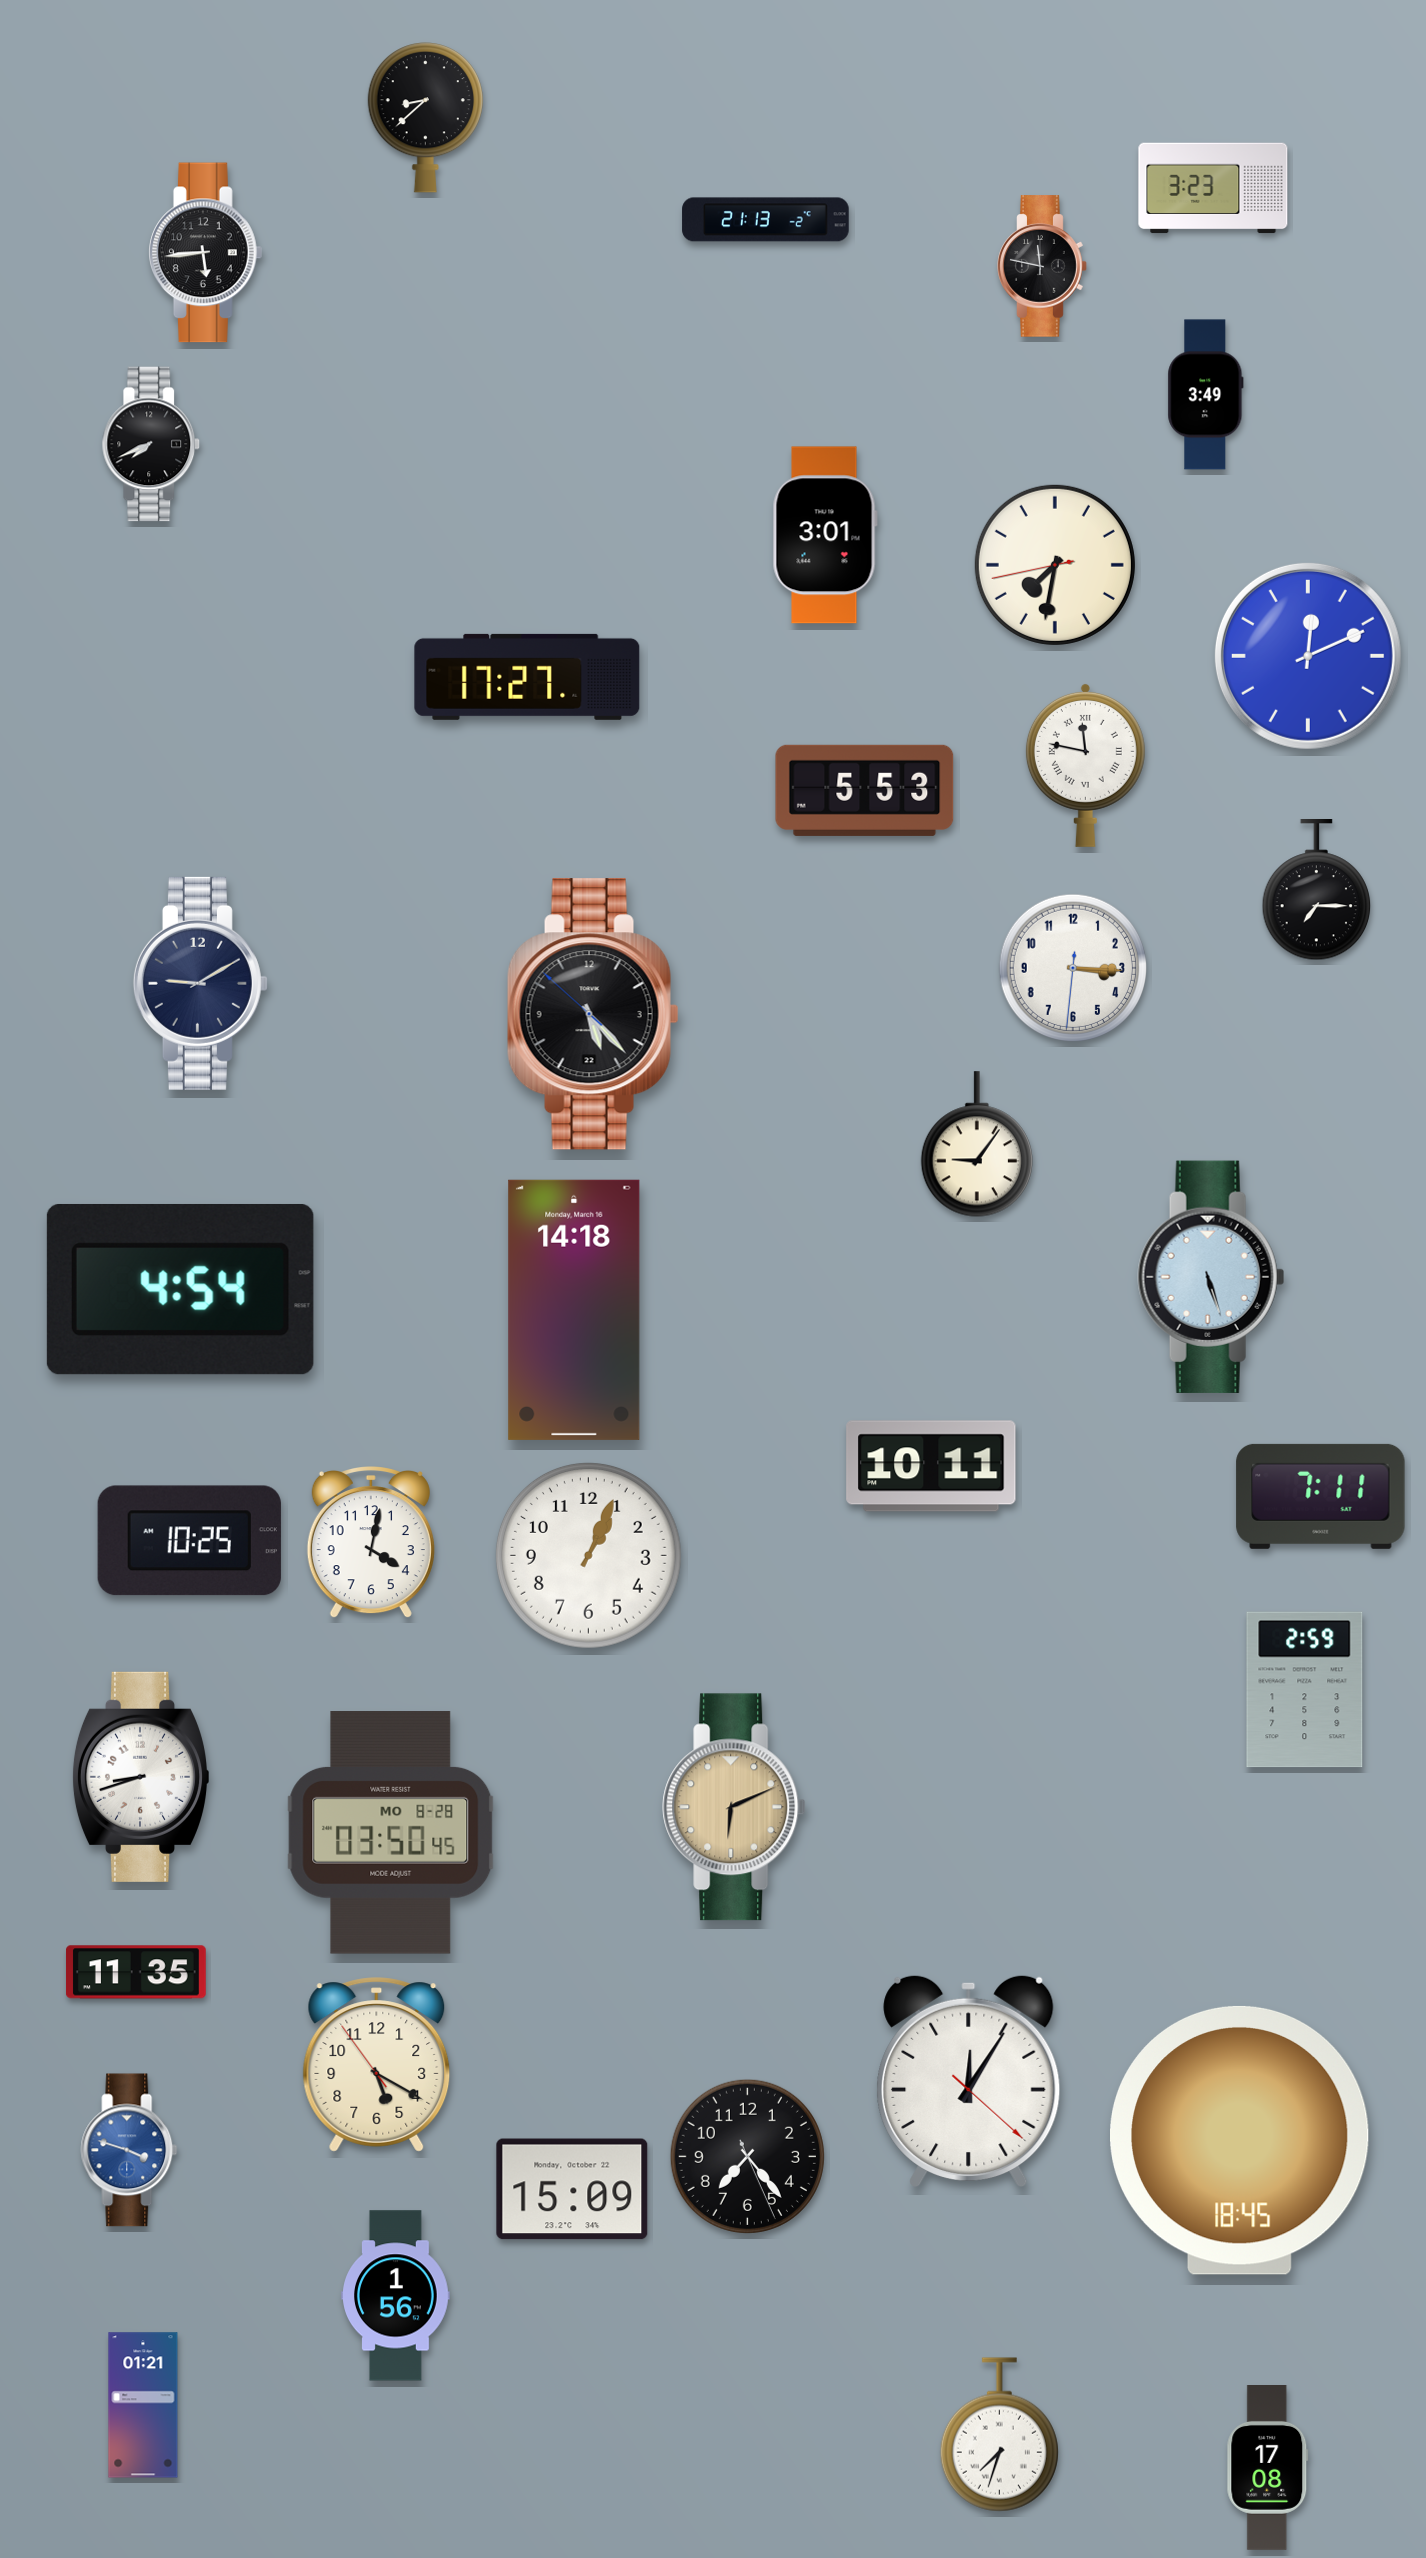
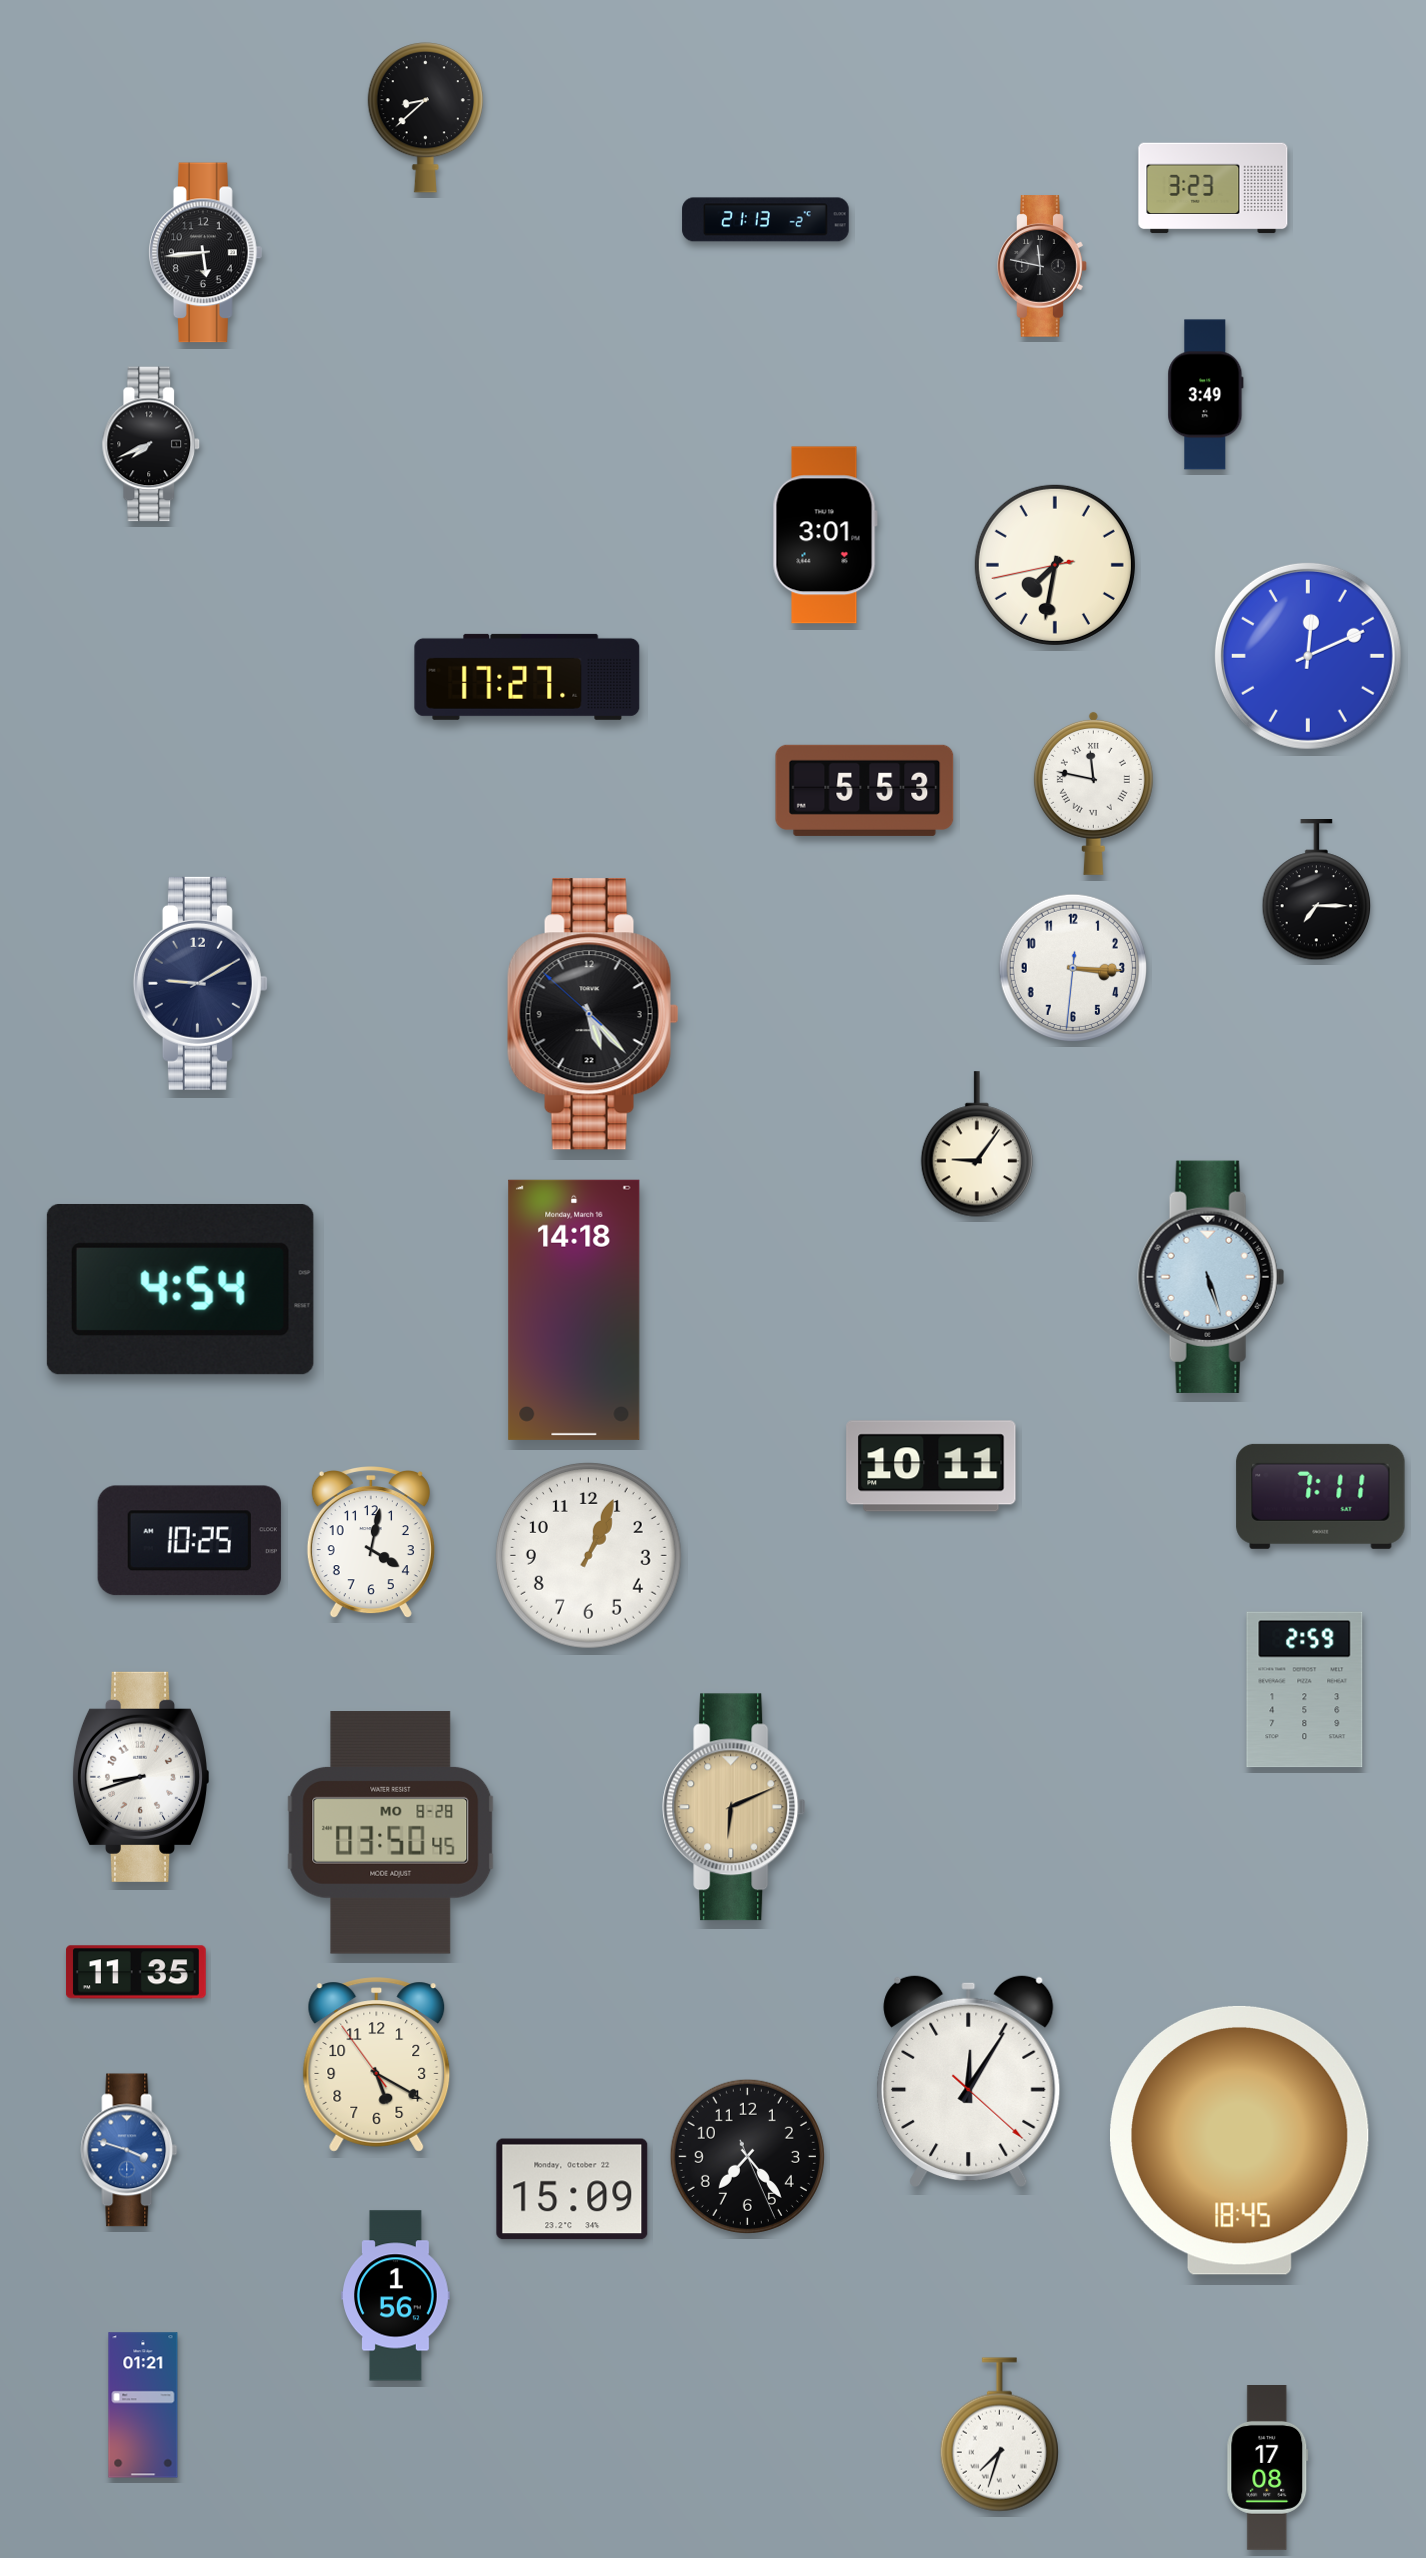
clock at (1085, 765) position: (1085, 765) -> (1093, 793)
